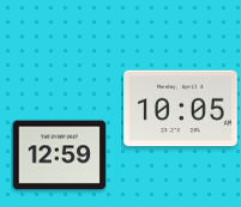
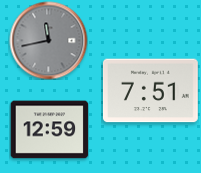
clock at (48, 40): none -> 11:43
clock at (180, 109): 10:05 -> 7:51
